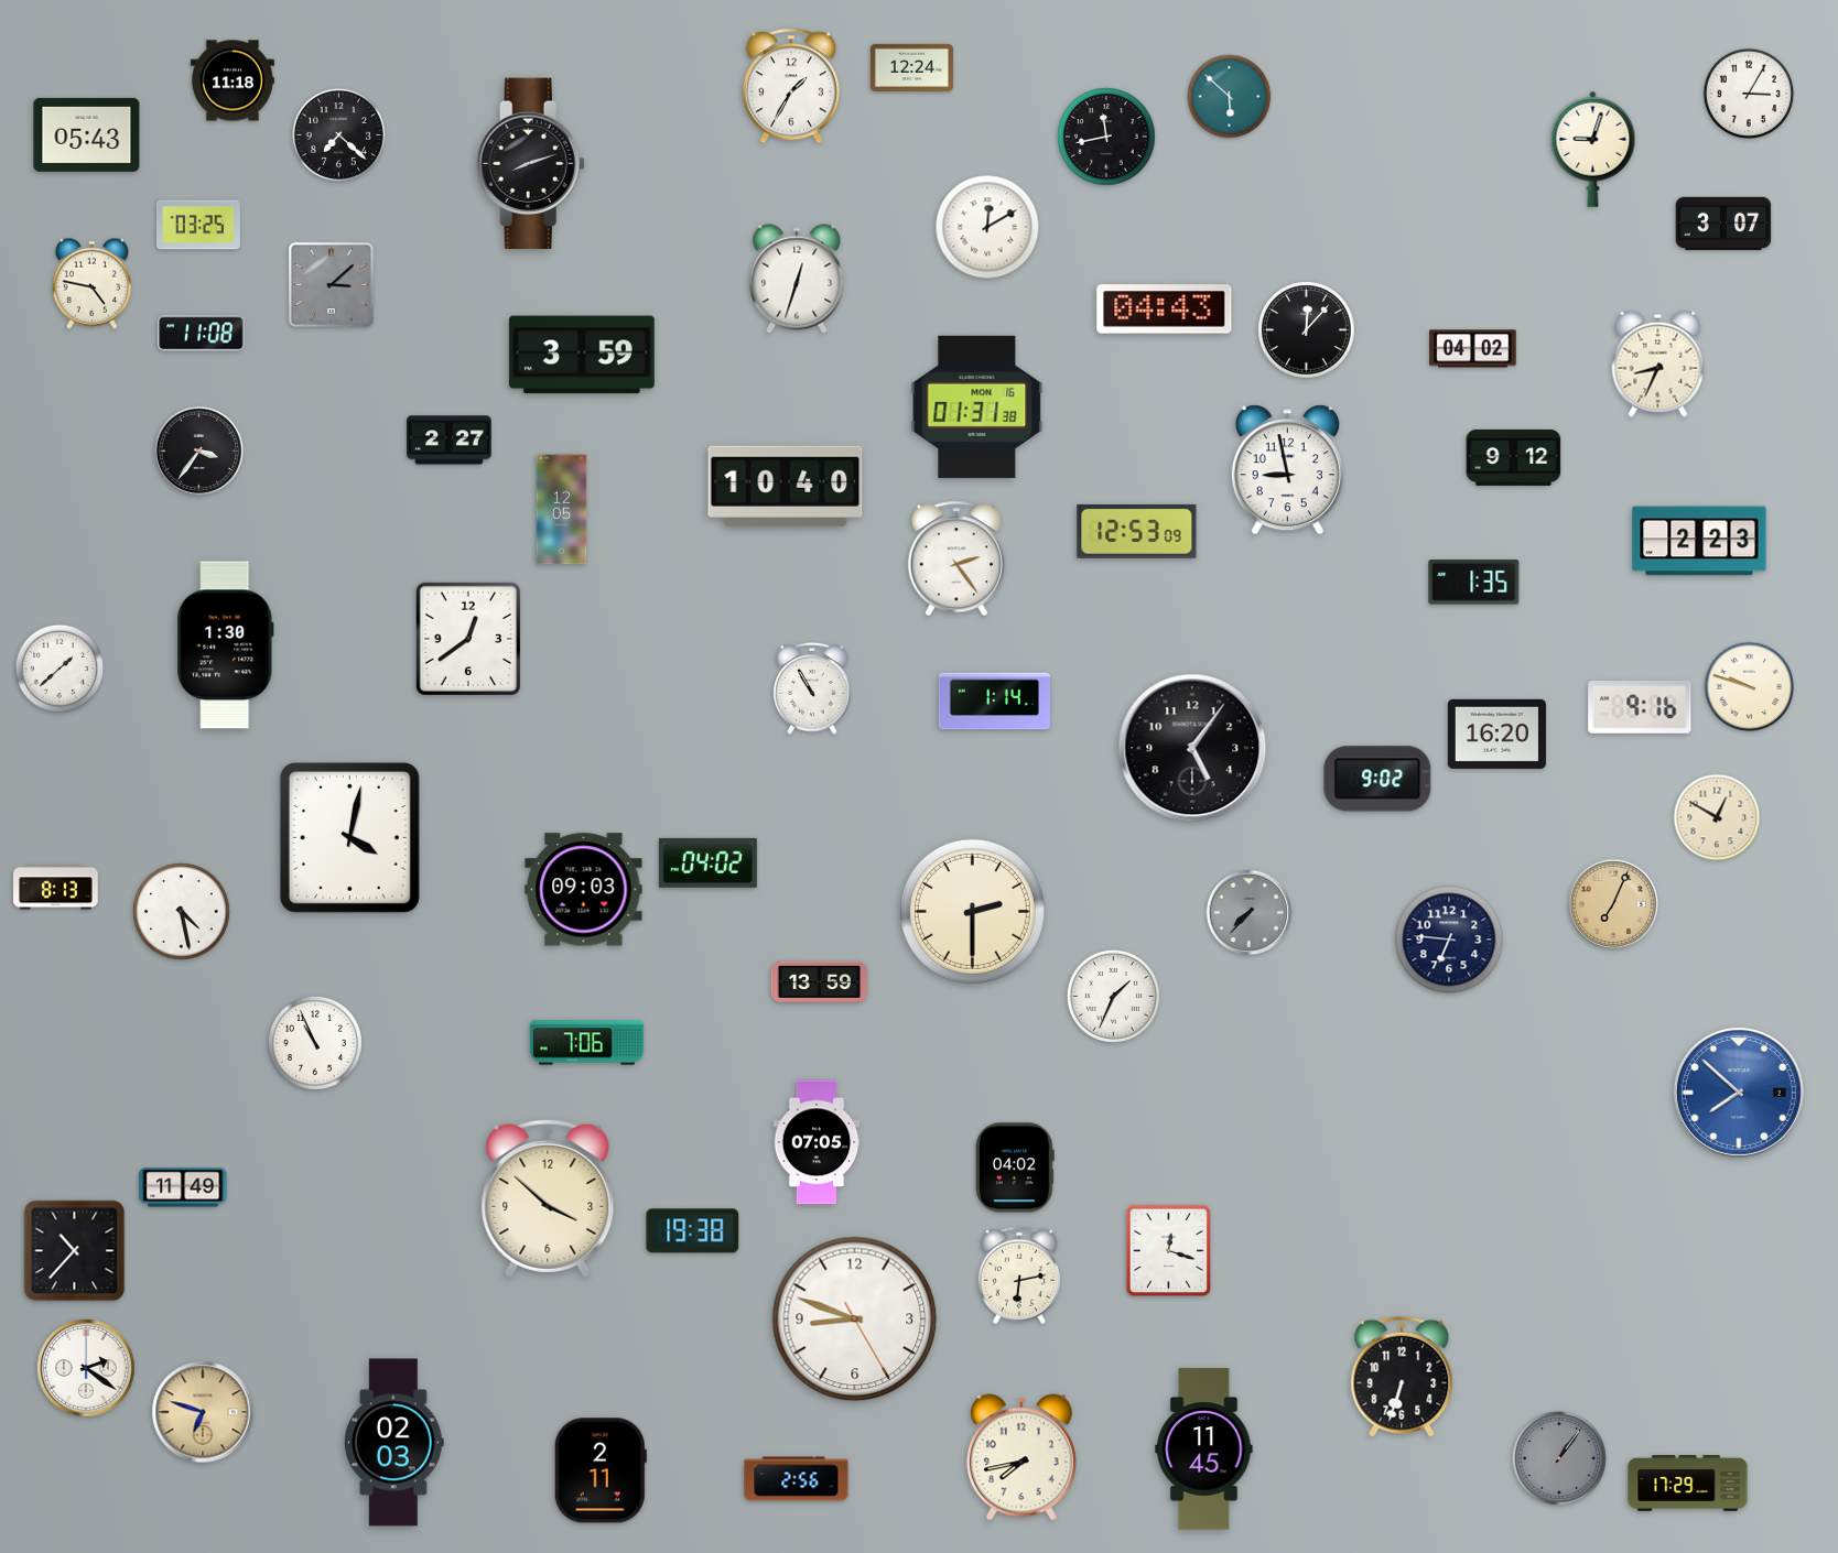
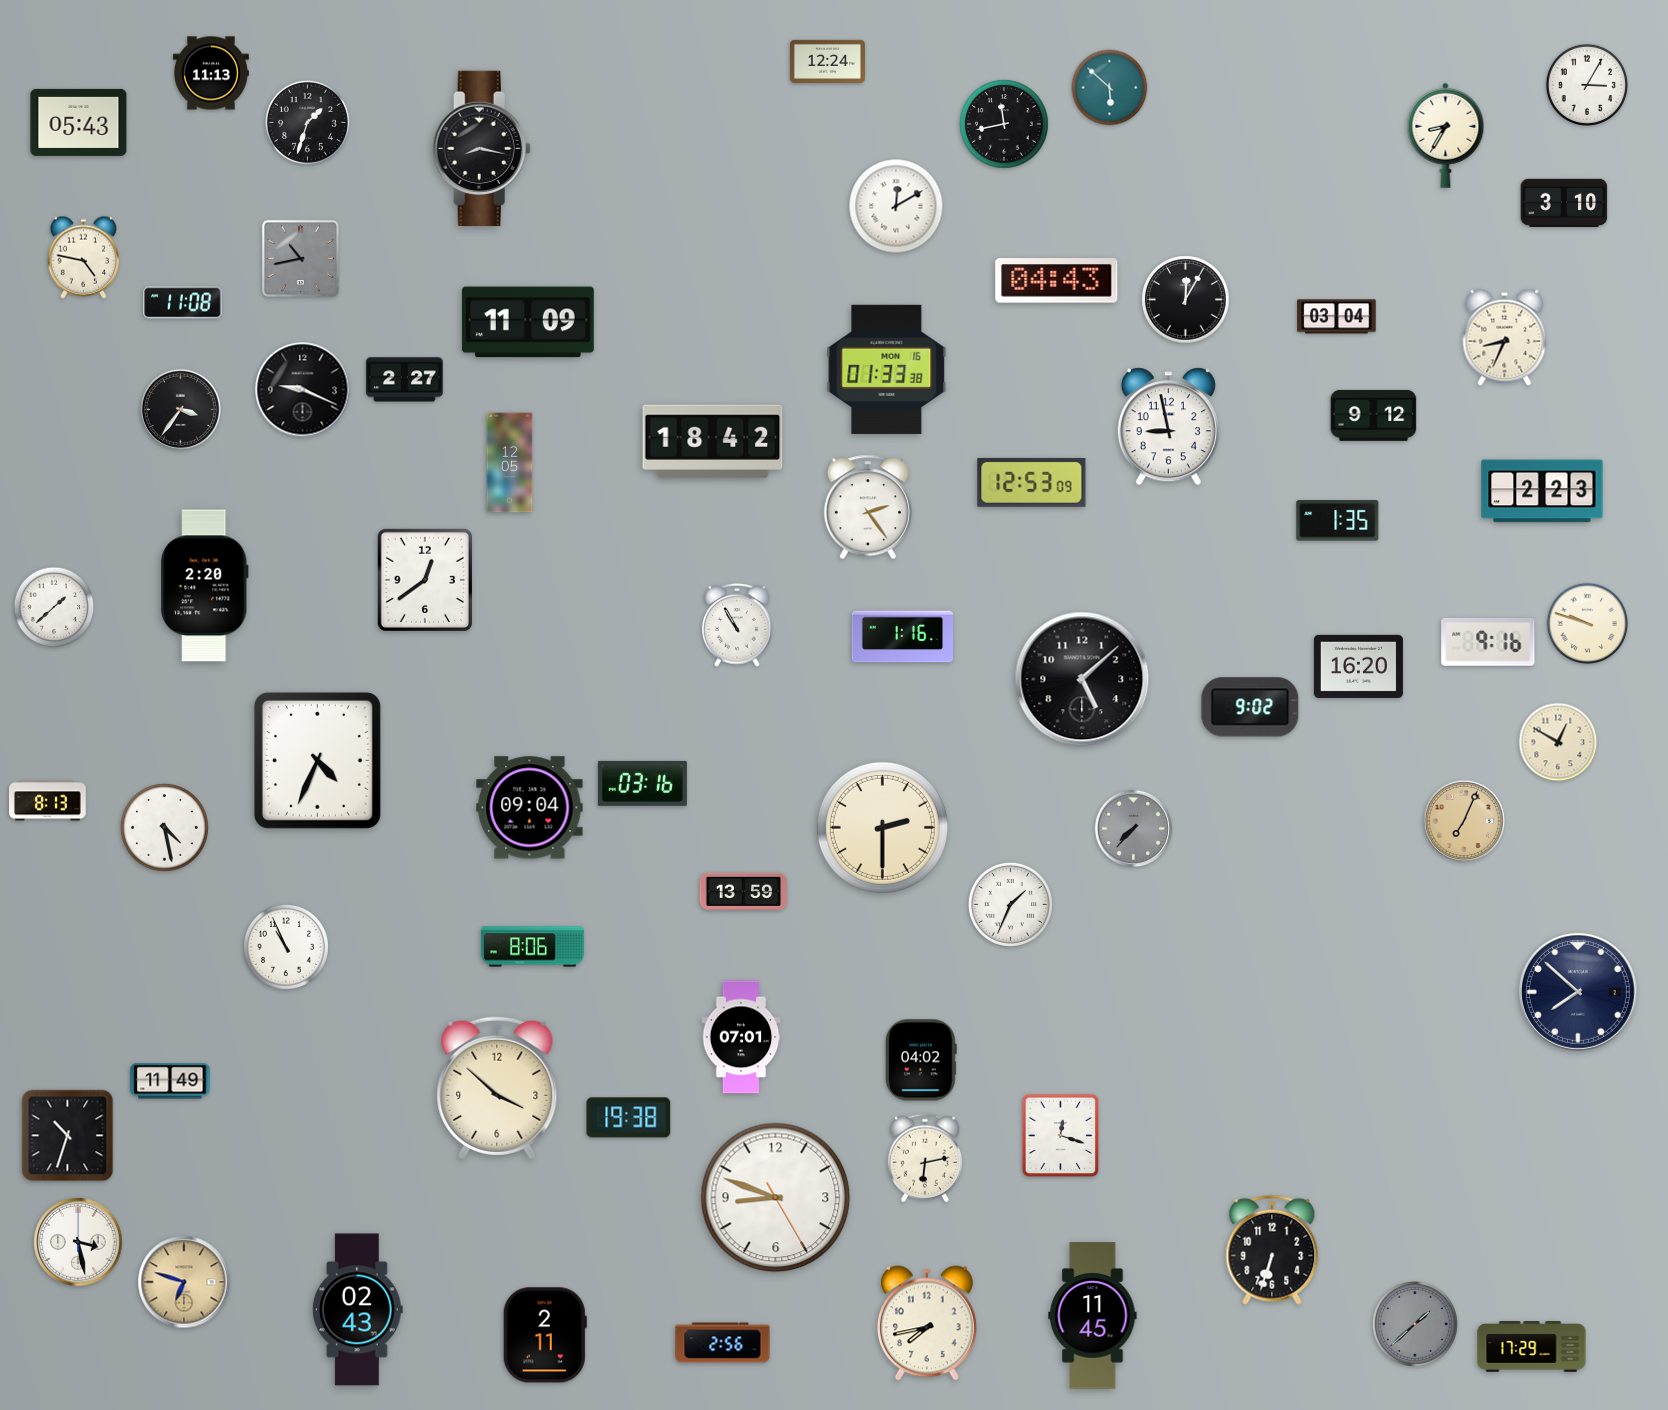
clock at (233, 80): 11:18 -> 11:13
clock at (791, 86): 1:35 -> none
clock at (1230, 97) position: (1230, 97) -> (1110, 88)
clock at (338, 134): 7:22 -> 1:33
clock at (1593, 149): 9:03 -> 8:35
clock at (530, 164): 8:12 -> 8:17
clock at (1723, 224): 3:07 -> 3:10
clock at (198, 225): 03:25 -> none
clock at (797, 279): 12:33 -> none
clock at (331, 284): 3:08 -> 10:43
clock at (1307, 330): 12:07 -> 12:05
clock at (1473, 349): 04:02 -> 03:04
clock at (582, 355): 3:59 -> 11:09
clock at (1658, 363) position: (1658, 363) -> (1505, 337)
clock at (977, 406): 01:31 -> 01:33
clock at (303, 390): none -> 9:19
clock at (450, 441) position: (450, 441) -> (405, 380)
clock at (786, 487): 10:40 -> 18:42
clock at (1474, 583) position: (1474, 583) -> (1338, 521)
clock at (226, 645): 1:30 -> 2:20
clock at (994, 702): 1:14 -> 1:16
clock at (1192, 748): 5:06 -> 5:08
clock at (349, 837): 4:02 -> 4:34
clock at (707, 862): 04:02 -> 03:16
clock at (56, 888) position: (56, 888) -> (48, 801)
clock at (584, 890): 09:03 -> 09:04
clock at (1449, 940): 6:46 -> none
clock at (586, 1043): 7:06 -> 8:06
clock at (1739, 1093) dial: blue -> navy
clock at (817, 1142): 07:05 -> 07:01
clock at (183, 1187) position: (183, 1187) -> (170, 1081)
clock at (75, 1251): 10:37 -> 10:33
clock at (86, 1368): 2:21 -> 3:28
clock at (393, 1443): 02:03 -> 02:43
clock at (1559, 1458): 1:06 -> 1:38
